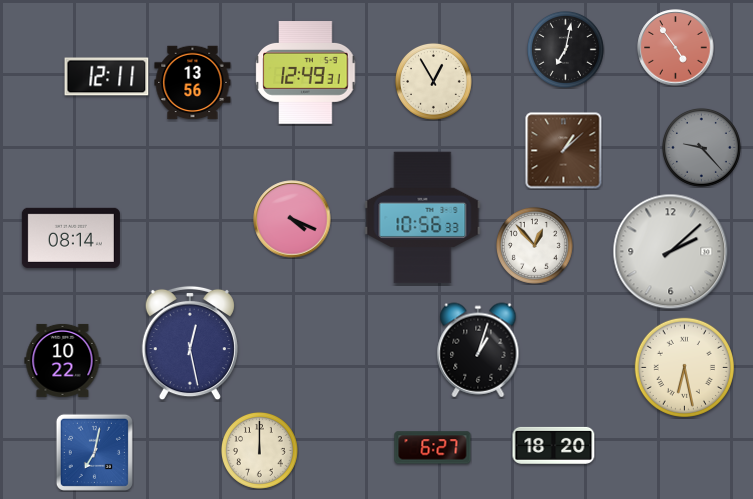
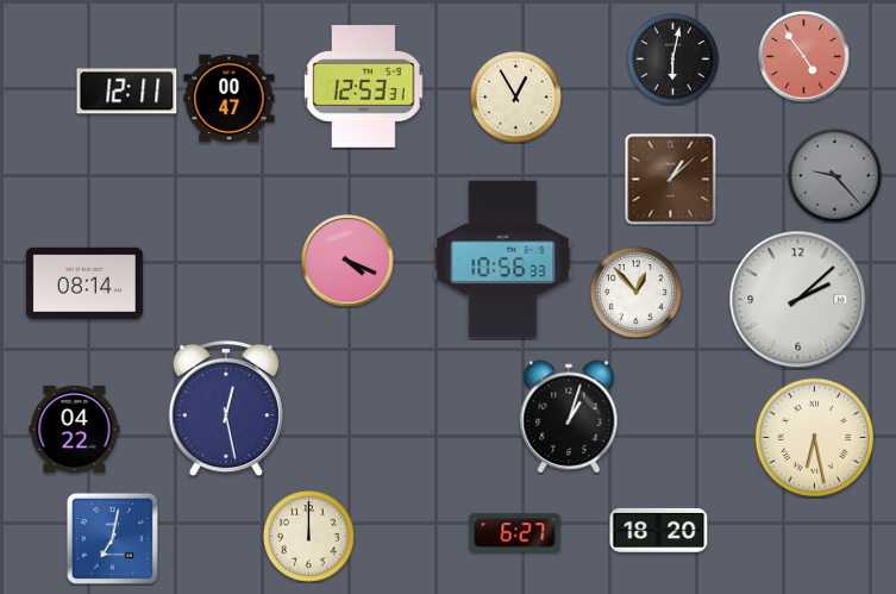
clock at (565, 49): 7:02 -> 6:02
clock at (306, 73): 12:49 -> 12:53
clock at (193, 83): 13:56 -> 00:47
clock at (63, 360): 10:22 -> 04:22
